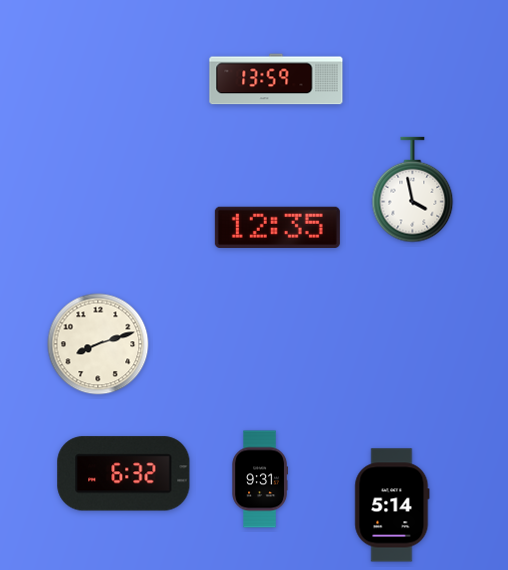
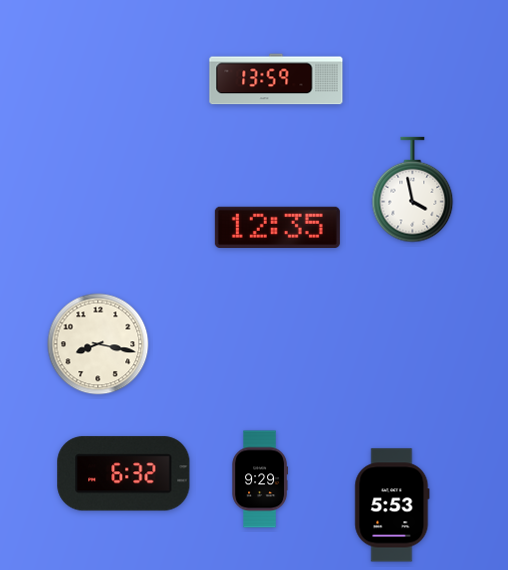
clock at (98, 344): 8:12 -> 8:17
clock at (259, 479): 9:31 -> 9:29
clock at (392, 505): 5:14 -> 5:53
